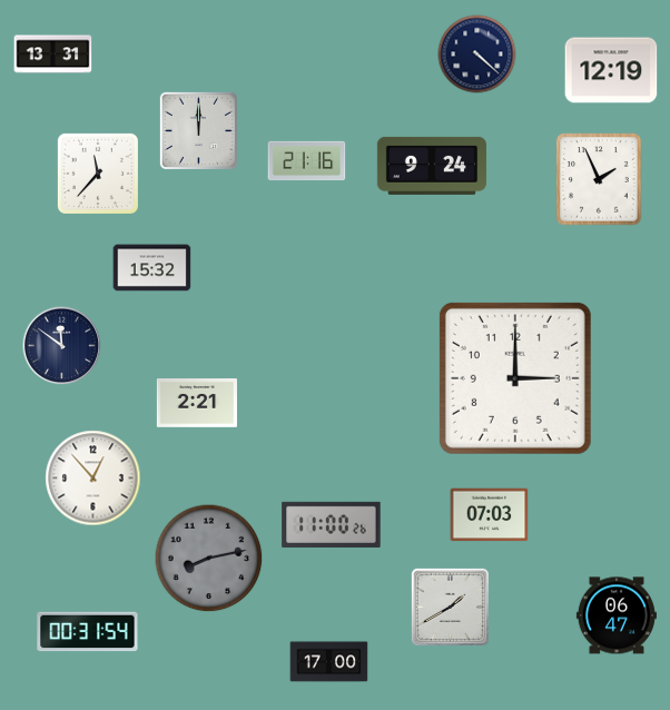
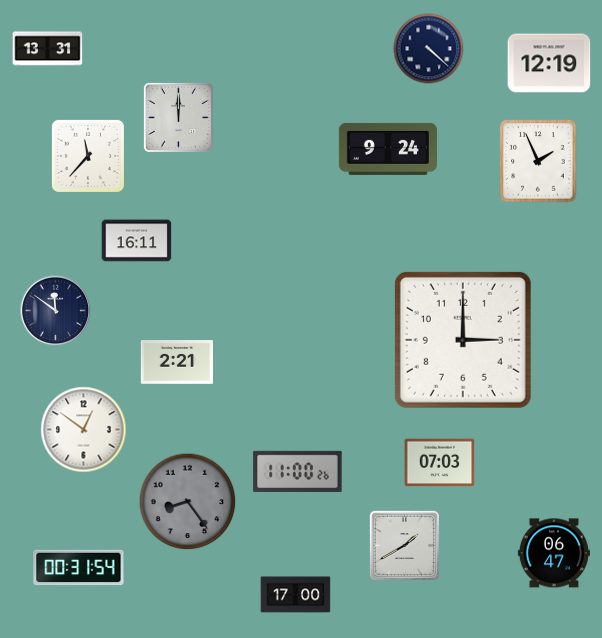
clock at (307, 161): 21:16 -> none
clock at (152, 268): 15:32 -> 16:11
clock at (93, 479): 12:53 -> 12:51
clock at (209, 559): 8:13 -> 8:24
